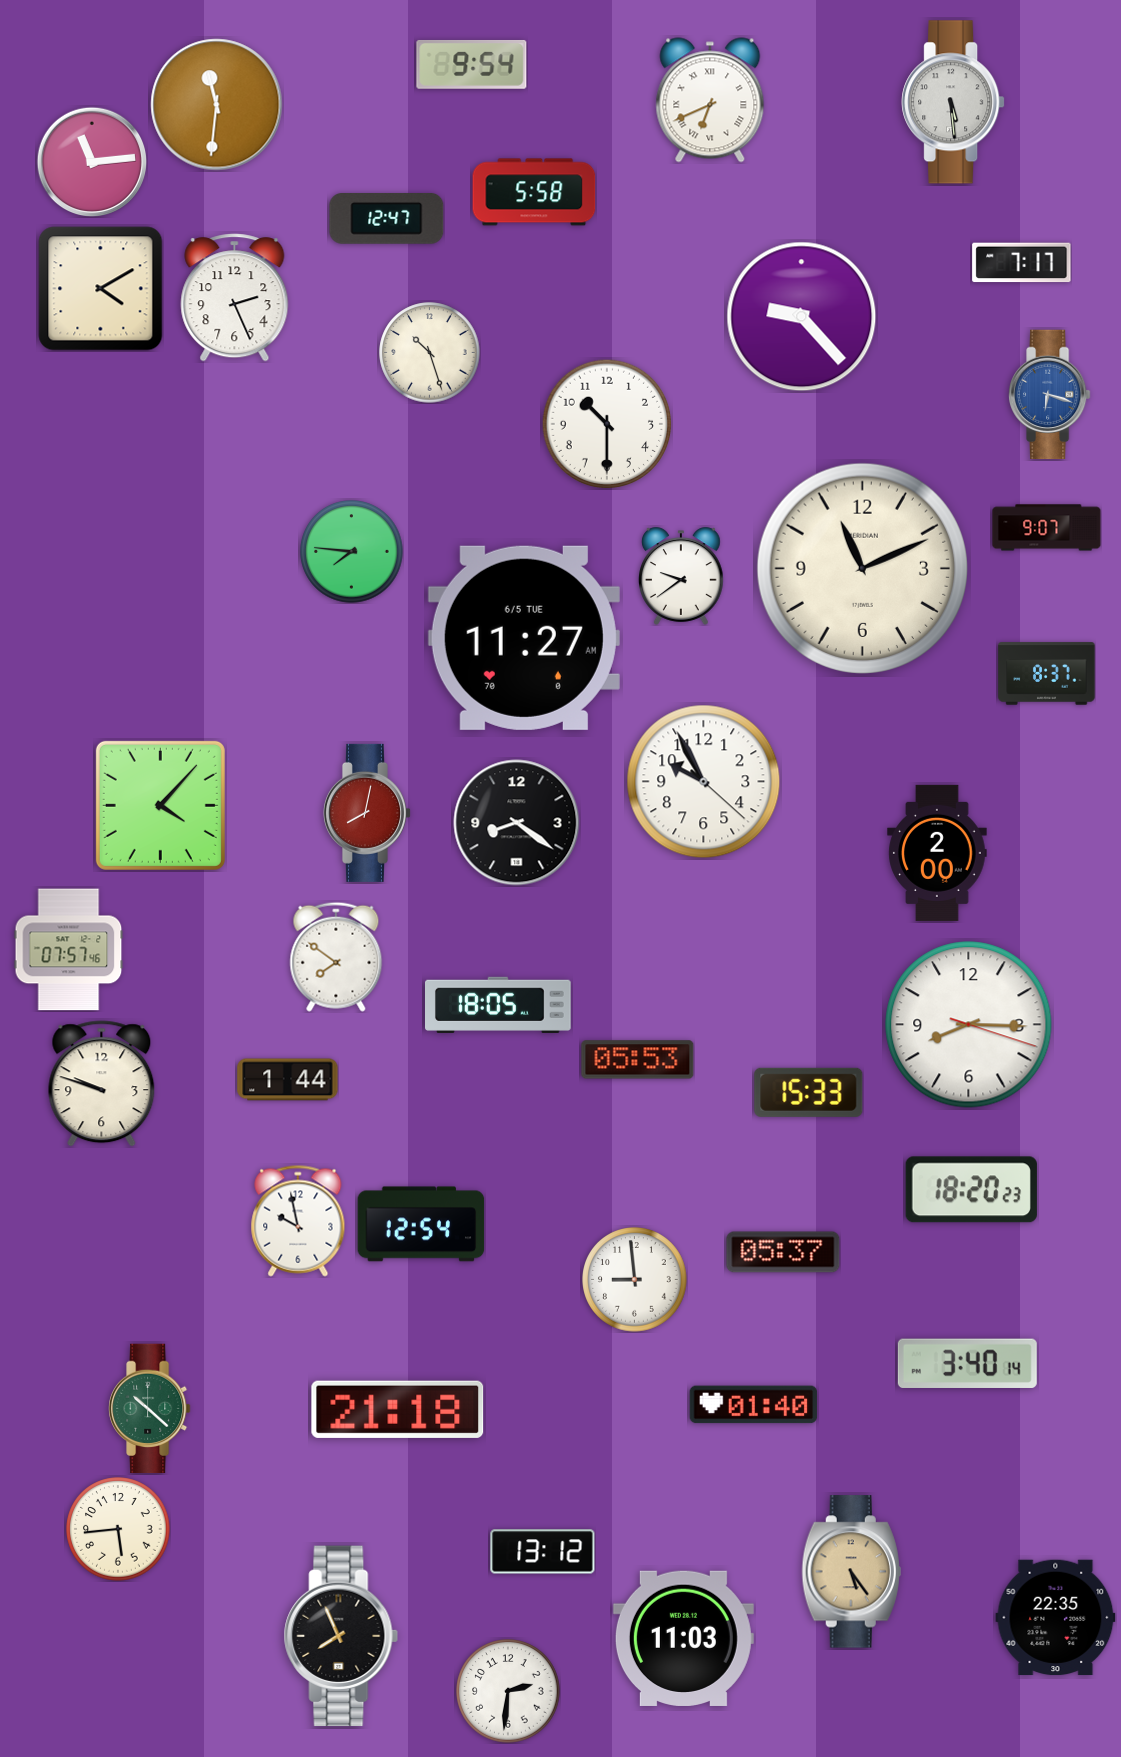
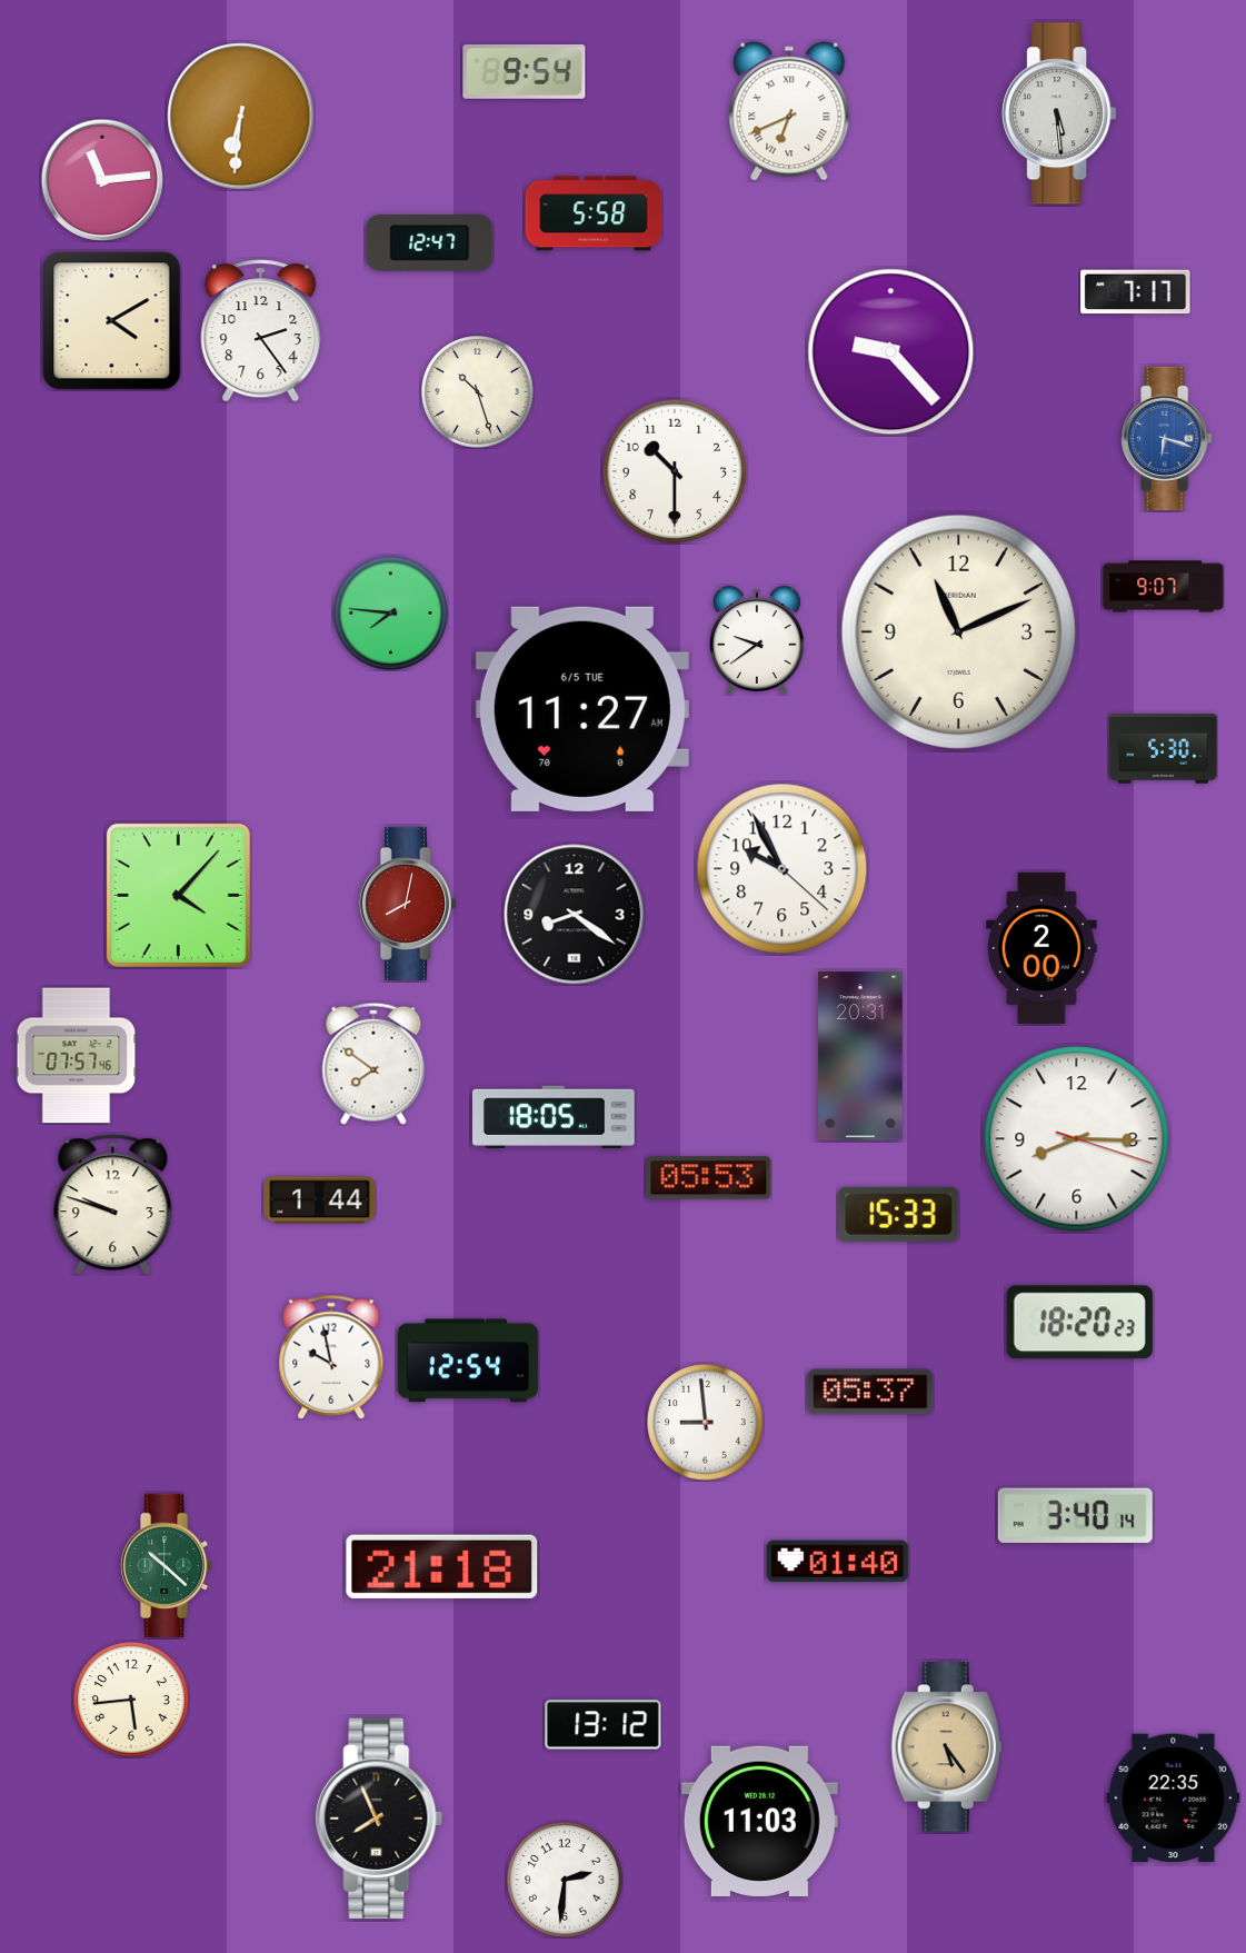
clock at (217, 105): 11:31 -> 6:31
clock at (235, 298): 2:26 -> 2:24
clock at (1047, 674): 8:37 -> 5:30
clock at (861, 1056): none -> 20:31
